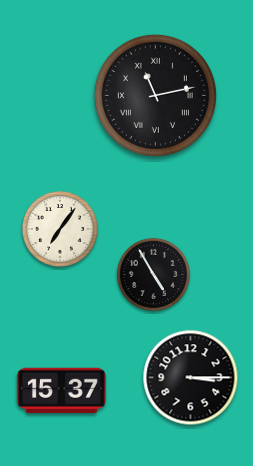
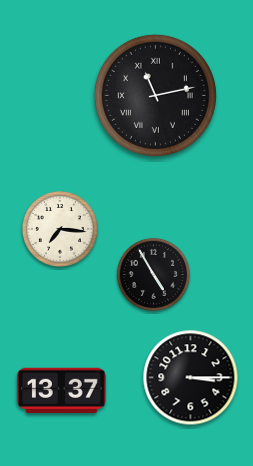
clock at (60, 229): 7:06 -> 7:16
clock at (61, 390): 15:37 -> 13:37
